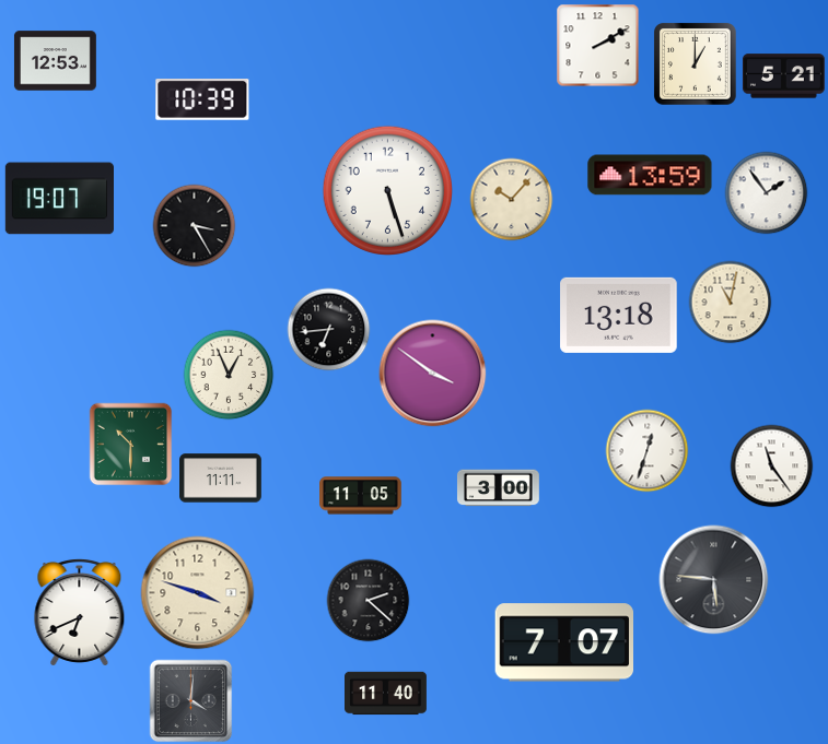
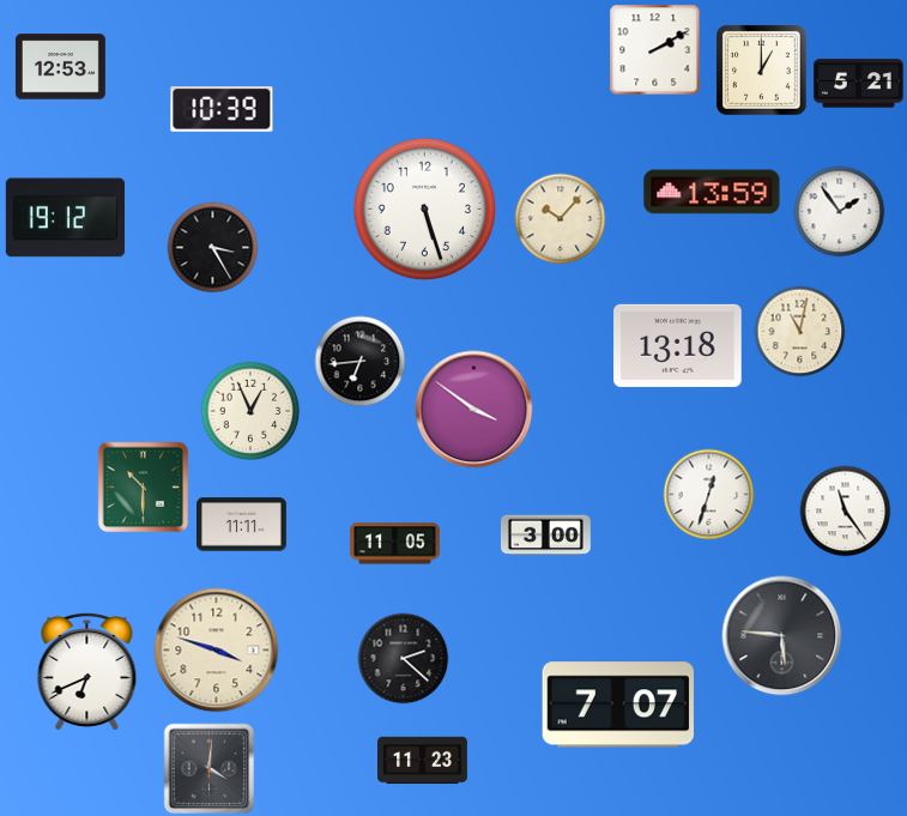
clock at (59, 199): 19:07 -> 19:12
clock at (386, 694): 11:40 -> 11:23
